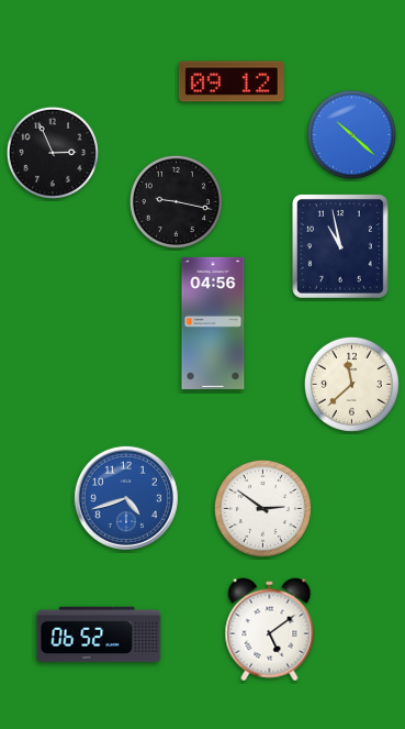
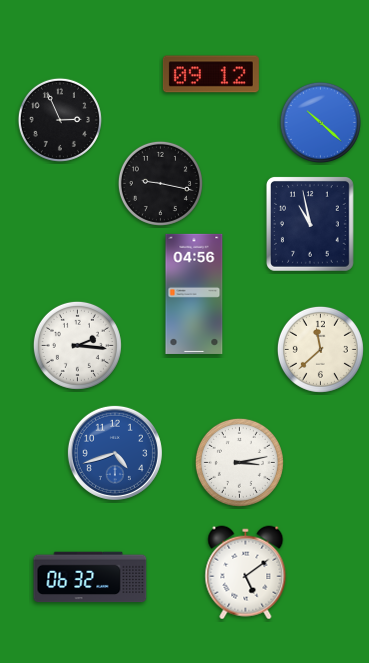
clock at (53, 153) position: (53, 153) -> (60, 120)
clock at (77, 345): none -> 2:16
clock at (262, 508): 2:51 -> 3:13
clock at (99, 634): 06:52 -> 06:32
